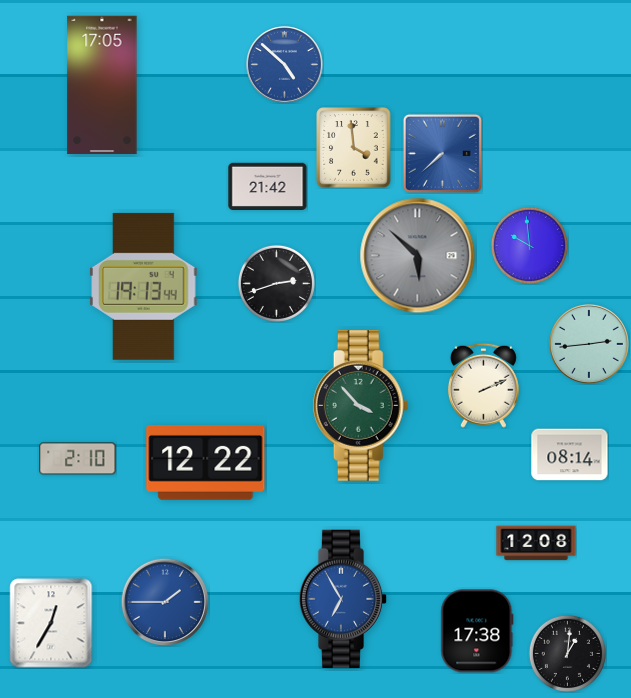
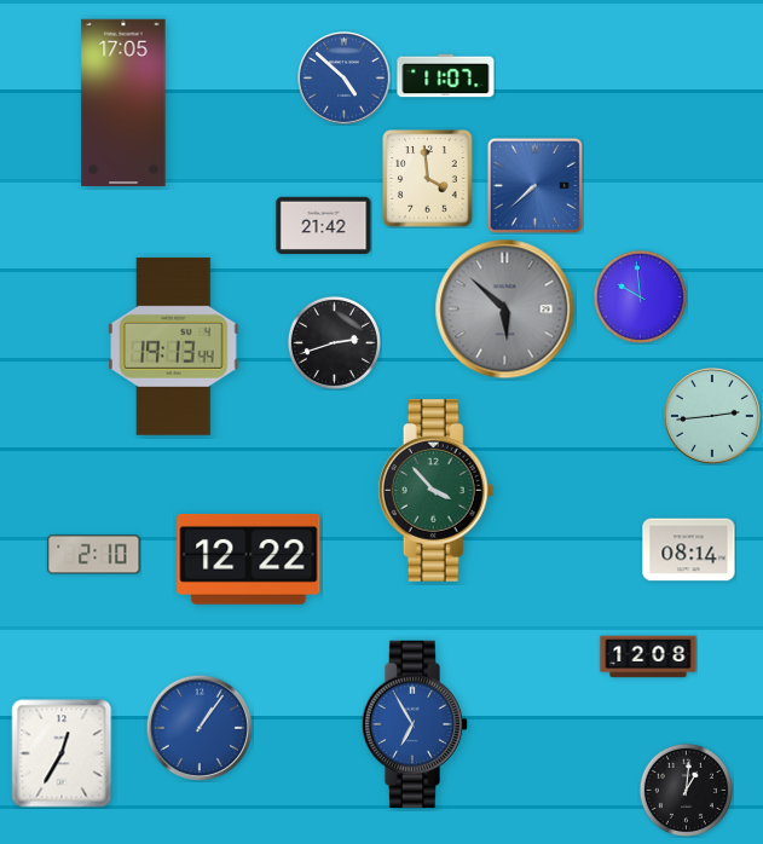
clock at (446, 76): none -> 11:07
clock at (483, 385): 2:11 -> none
clock at (165, 602): 1:45 -> 1:06
clock at (477, 631): 17:38 -> none
